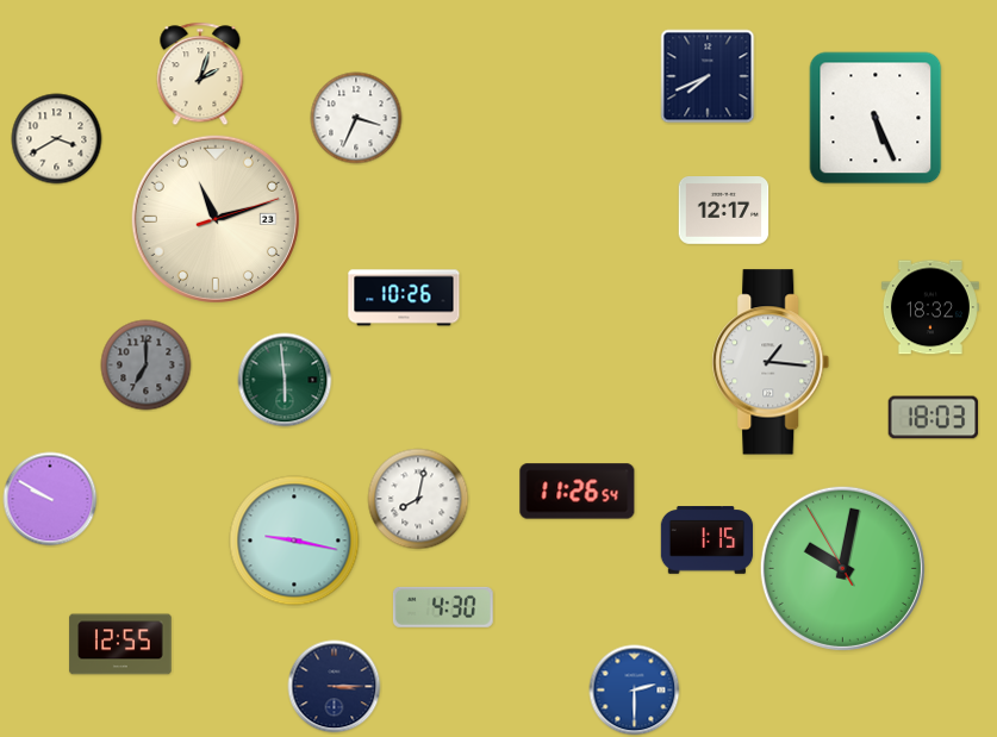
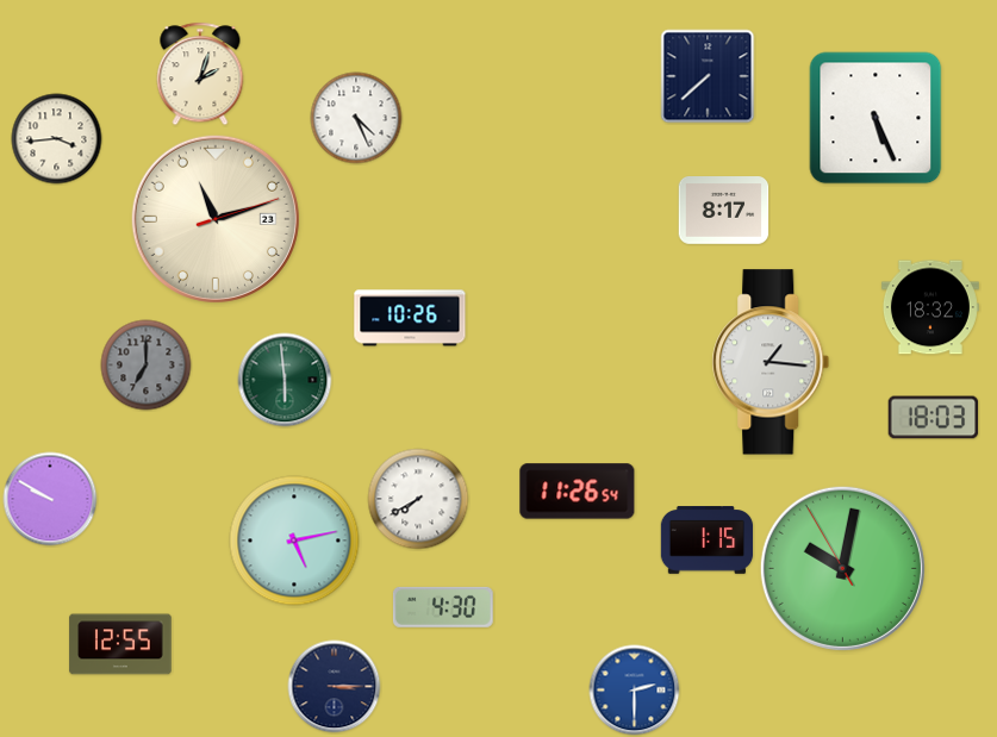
clock at (708, 76): 7:41 -> 7:38
clock at (356, 118): 3:34 -> 4:26
clock at (57, 139): 3:40 -> 3:44
clock at (724, 211): 12:17 -> 8:17
clock at (404, 298) position: (404, 298) -> (410, 318)
clock at (418, 499): 8:02 -> 7:40
clock at (294, 541): 9:17 -> 5:13
